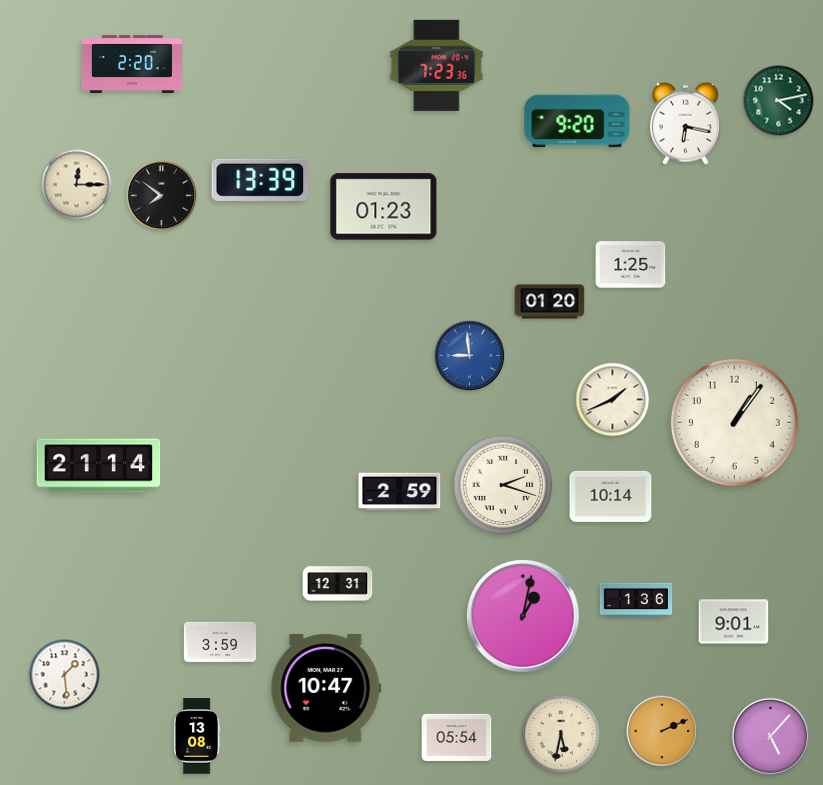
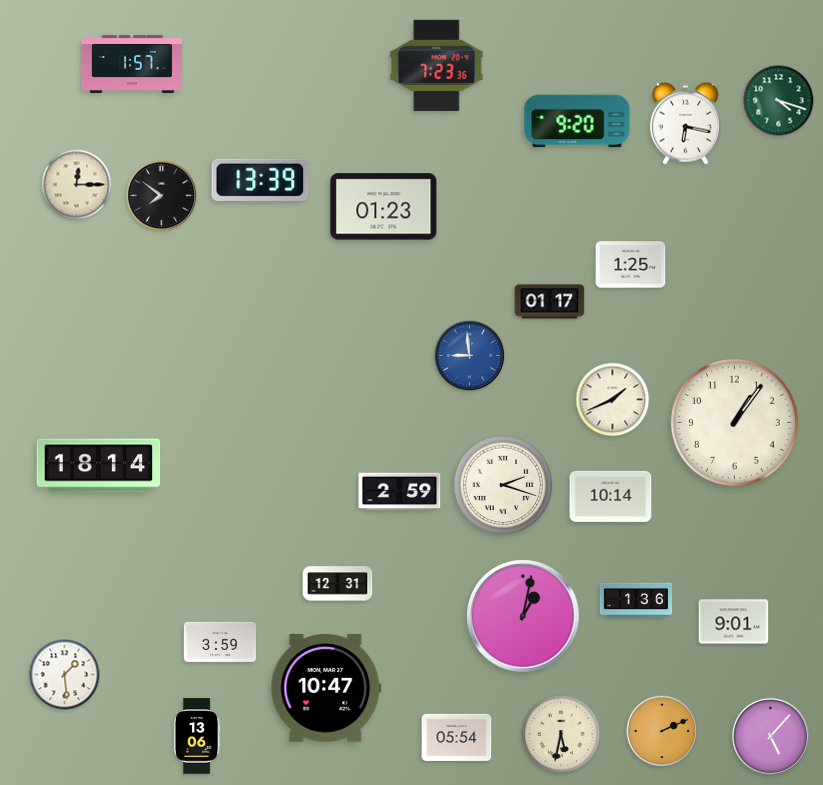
clock at (132, 64): 2:20 -> 1:57
clock at (779, 101): 4:13 -> 4:18
clock at (550, 302): 01:20 -> 01:17
clock at (99, 466): 21:14 -> 18:14
clock at (197, 736): 13:08 -> 13:06
